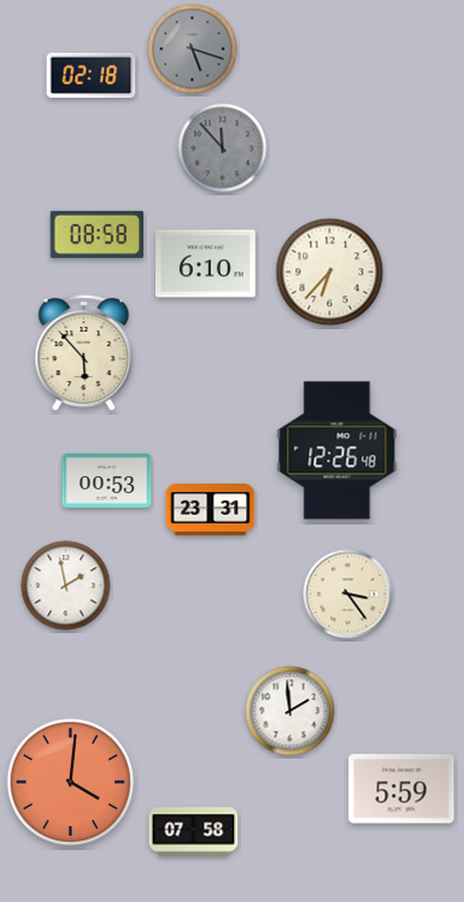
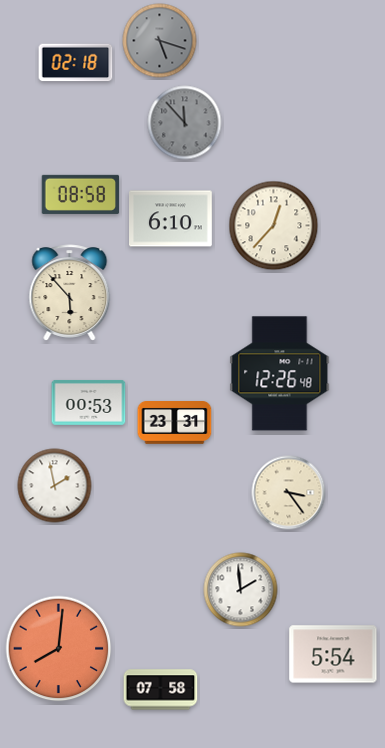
clock at (330, 273): 6:37 -> 12:37
clock at (107, 481) position: (107, 481) -> (89, 403)
clock at (71, 783): 4:01 -> 8:01
clock at (401, 789): 5:59 -> 5:54
